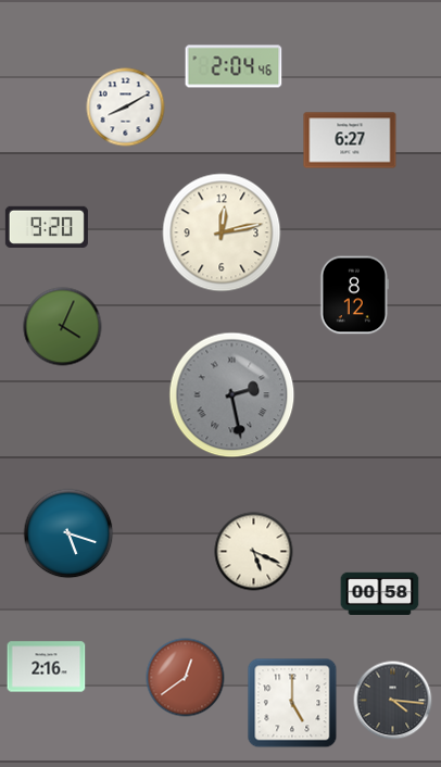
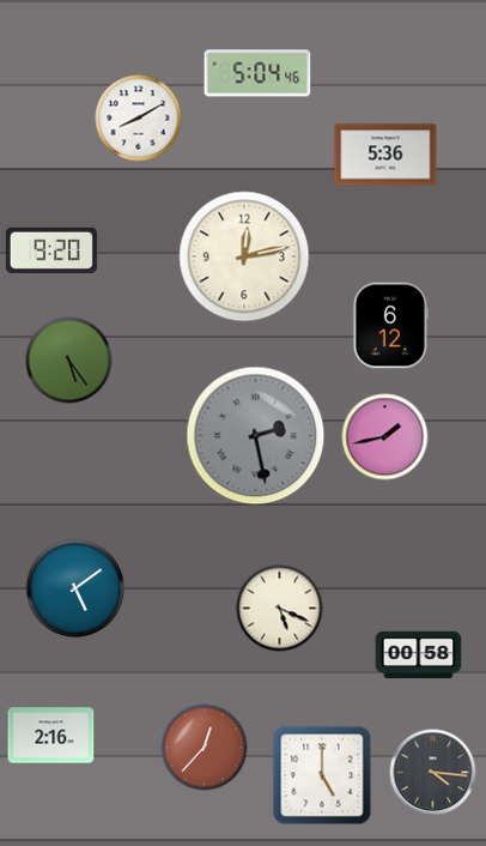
clock at (234, 66): 2:04 -> 5:04
clock at (350, 140): 6:27 -> 5:36
clock at (354, 296): 8:12 -> 6:12
clock at (63, 327): 4:04 -> 5:24
clock at (385, 437): none -> 1:43
clock at (68, 533): 5:18 -> 5:09
clock at (186, 678): 12:39 -> 12:37
